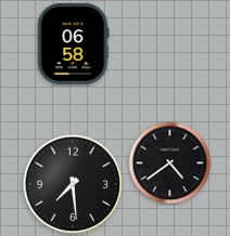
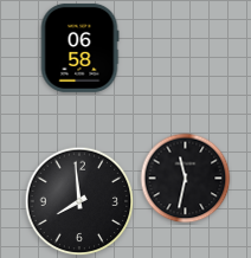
clock at (170, 163): 4:39 -> 11:32
clock at (73, 184): 7:29 -> 7:59
